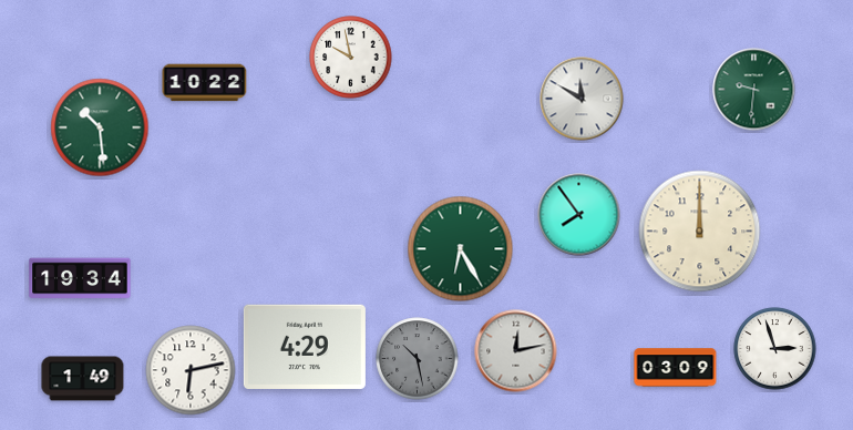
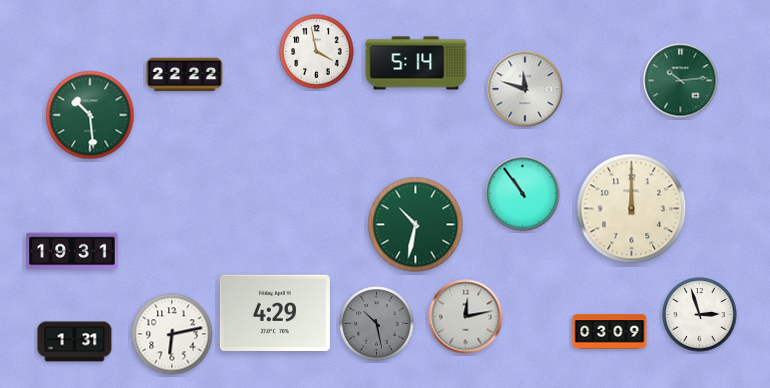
clock at (351, 58): 9:58 -> 3:58
clock at (416, 63): none -> 5:14
clock at (205, 83): 10:22 -> 22:22
clock at (754, 90): 9:31 -> 10:14
clock at (582, 99): 11:50 -> 11:48
clock at (579, 215): 7:54 -> 10:54
clock at (461, 249): 6:25 -> 10:32
clock at (80, 278): 19:34 -> 19:31
clock at (83, 379): 1:49 -> 1:31
